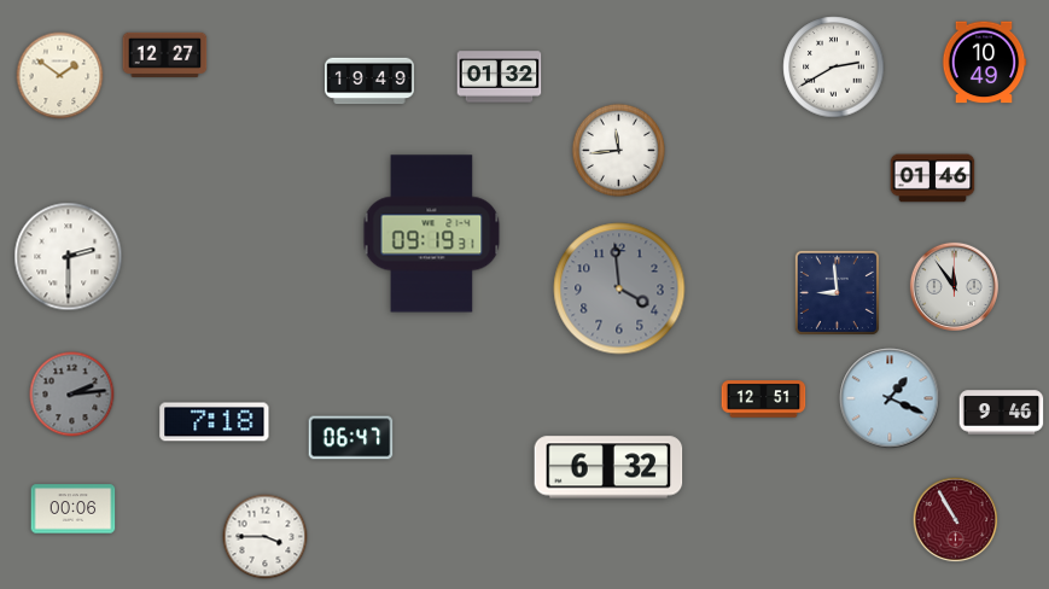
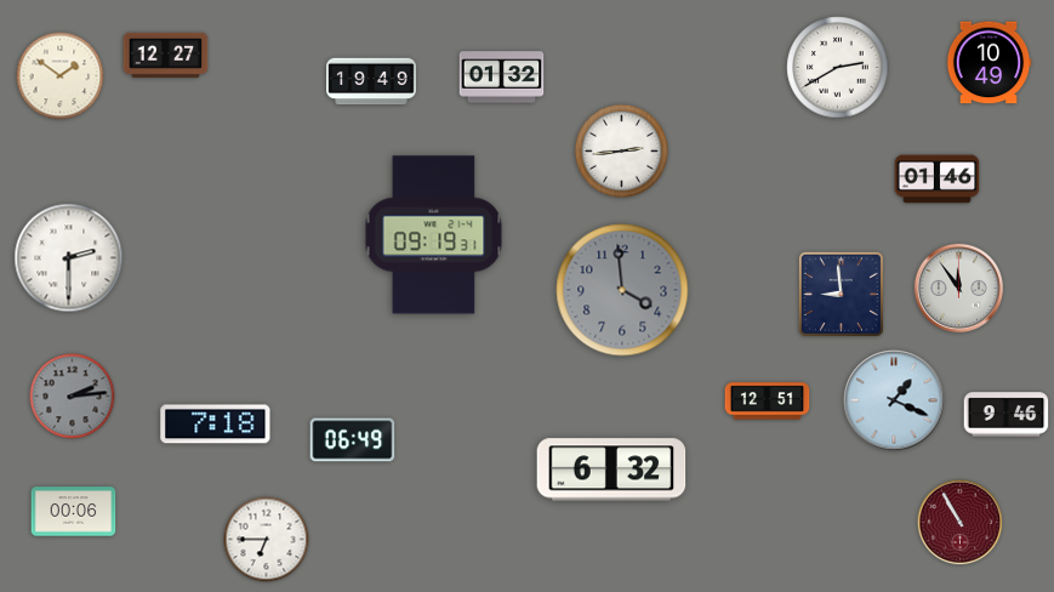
clock at (618, 150): 11:44 -> 2:44
clock at (351, 438): 06:47 -> 06:49
clock at (266, 537): 3:45 -> 6:45
